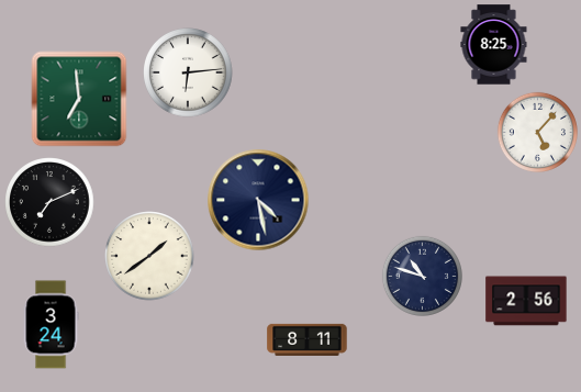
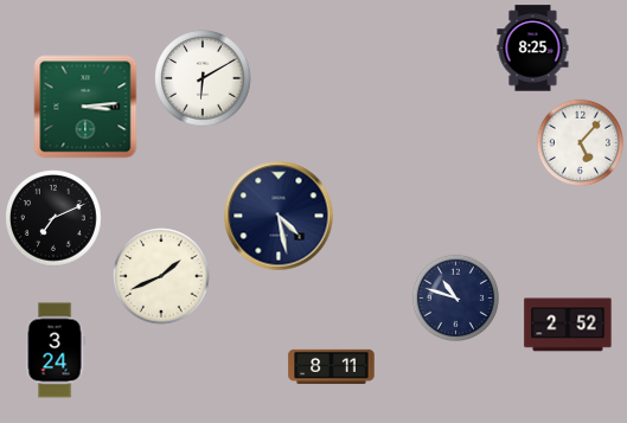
clock at (188, 72): 6:14 -> 6:10
clock at (79, 99): 6:59 -> 3:14
clock at (149, 256): 1:39 -> 1:41
clock at (526, 301): 2:56 -> 2:52
